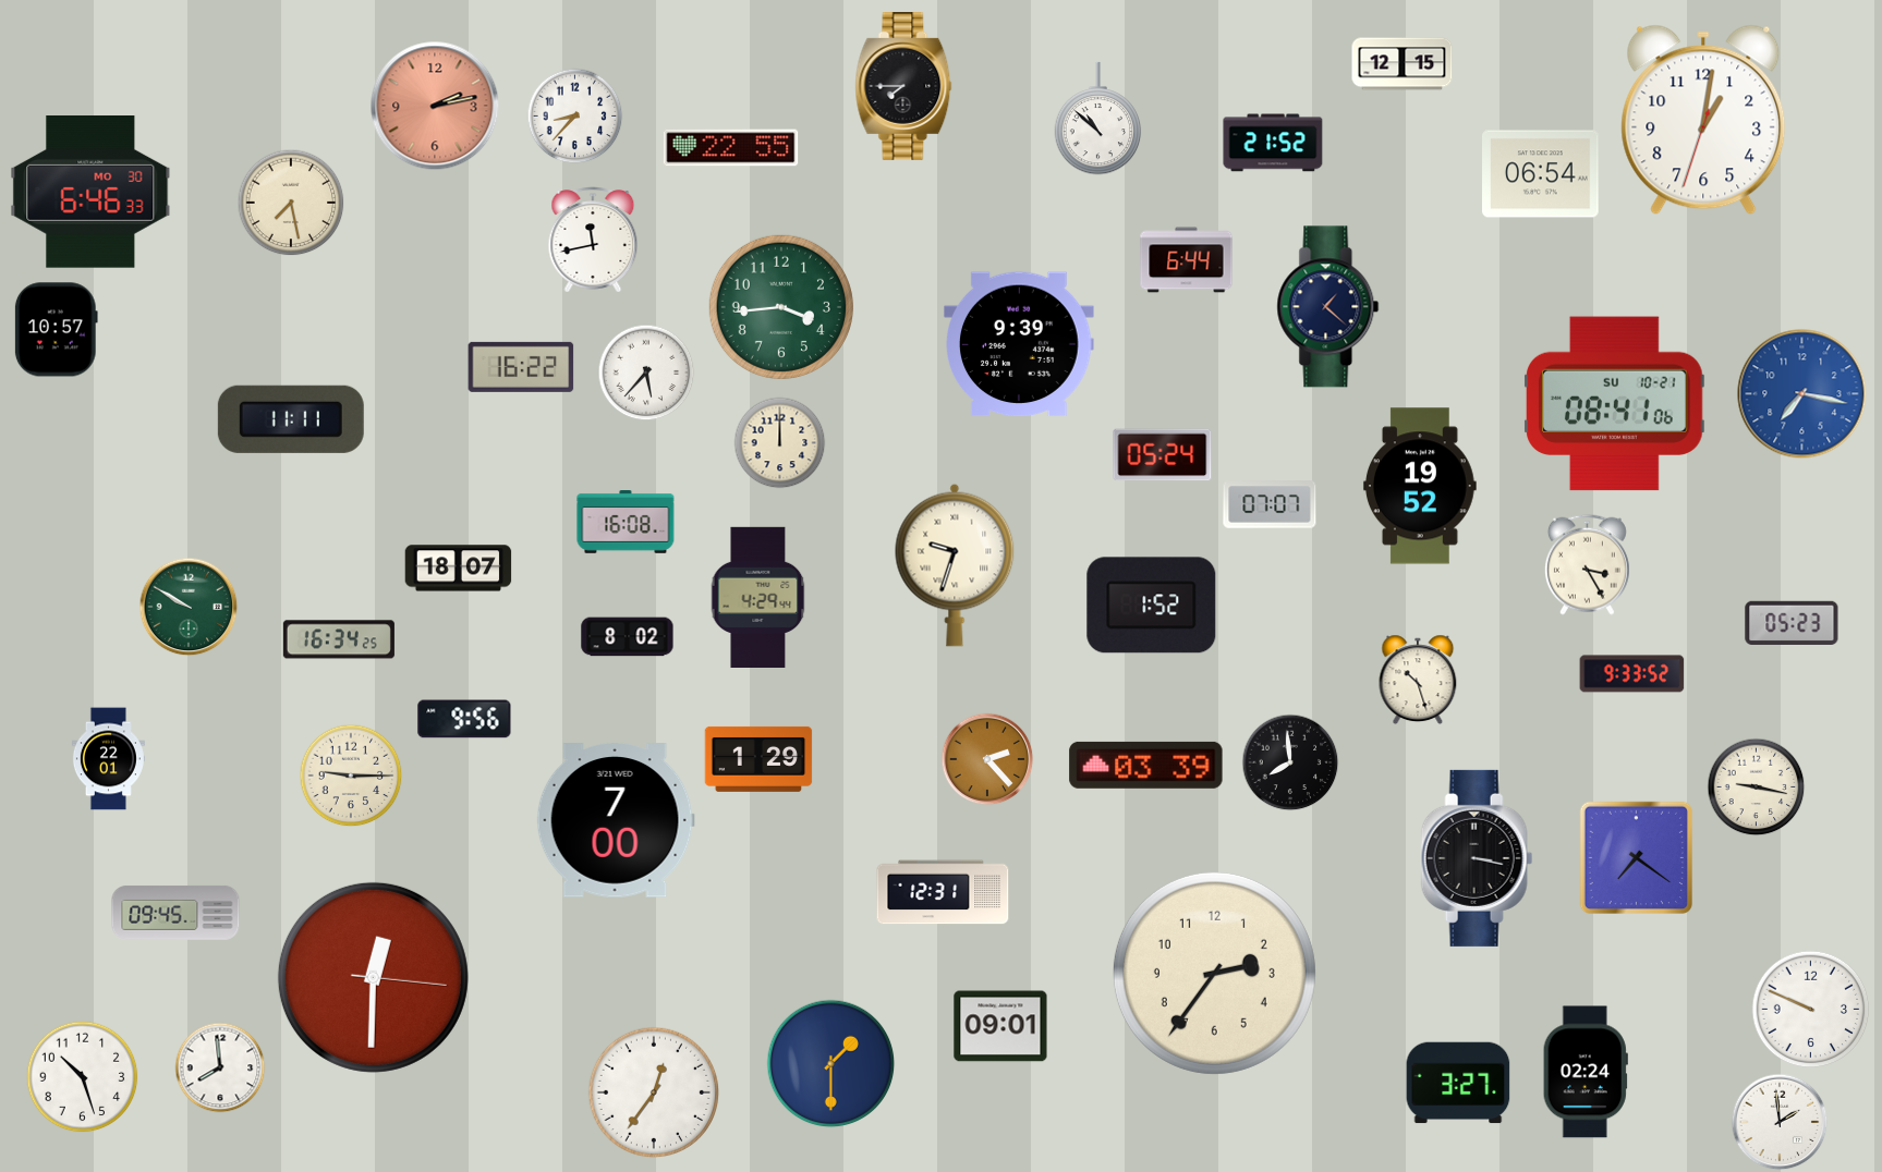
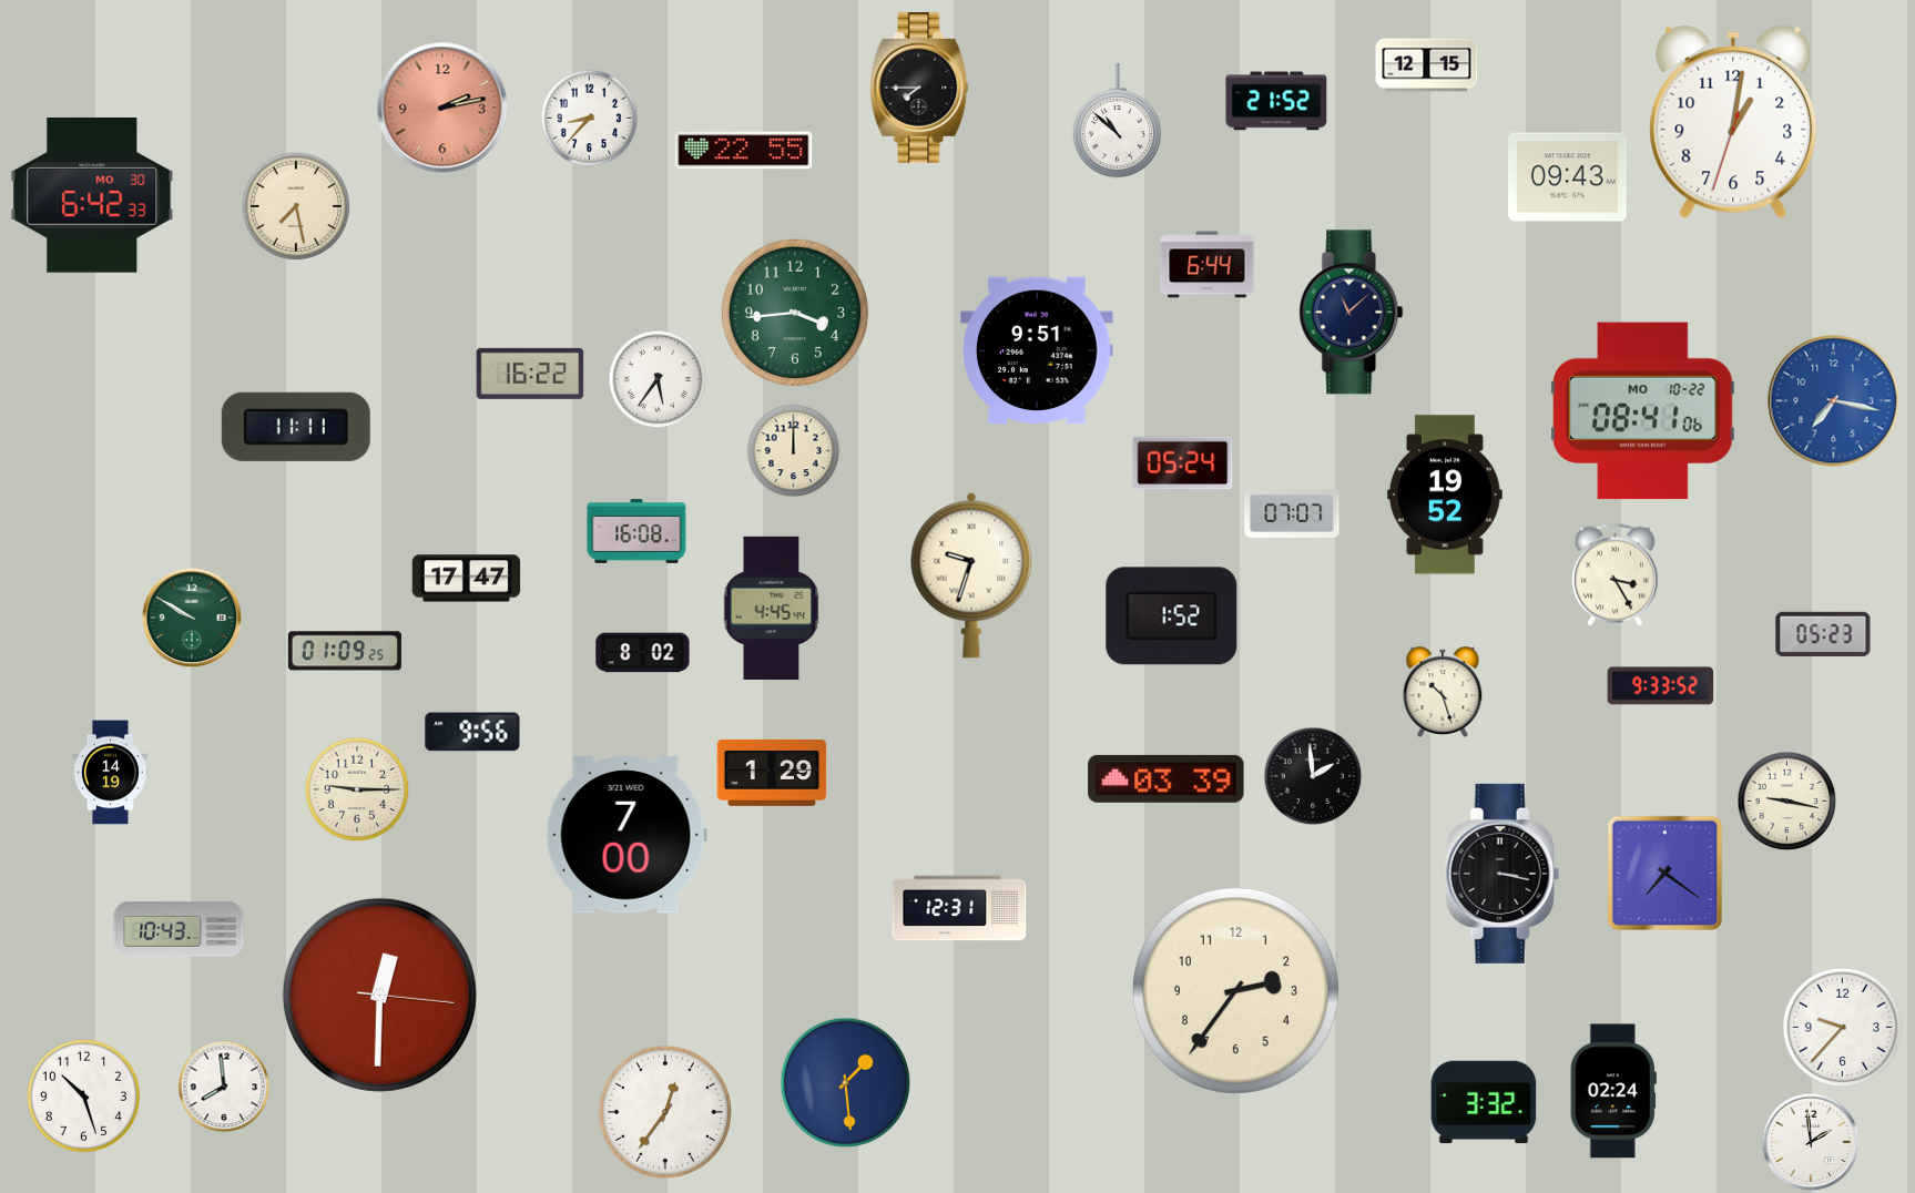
clock at (575, 117) position: (575, 117) -> (590, 119)
clock at (1273, 143) position: (1273, 143) -> (1276, 101)
clock at (1541, 174): 06:54 -> 09:43
clock at (90, 193): 6:46 -> 6:42
clock at (593, 240): 11:43 -> none
clock at (1328, 307): 1:22 -> 11:08
clock at (56, 330): 10:57 -> none
clock at (1019, 344): 9:39 -> 9:51
clock at (646, 373): 5:37 -> 5:36
clock at (1615, 404) date: SU 10-21 -> MO 10-22
clock at (459, 569): 18:07 -> 17:47
clock at (758, 597): 4:29 -> 4:45
clock at (628, 637) position: (628, 637) -> (643, 653)
clock at (339, 639): 16:34 -> 01:09
clock at (108, 759): 22:01 -> 14:19
clock at (987, 759): 2:23 -> none
clock at (1290, 762): 7:59 -> 1:59
clock at (175, 913): 09:45 -> 10:43
clock at (1811, 1010): 9:49 -> 9:37
clock at (1000, 1026): 09:01 -> none
clock at (831, 1064): 1:30 -> 1:29
clock at (1458, 1083): 3:27 -> 3:32
